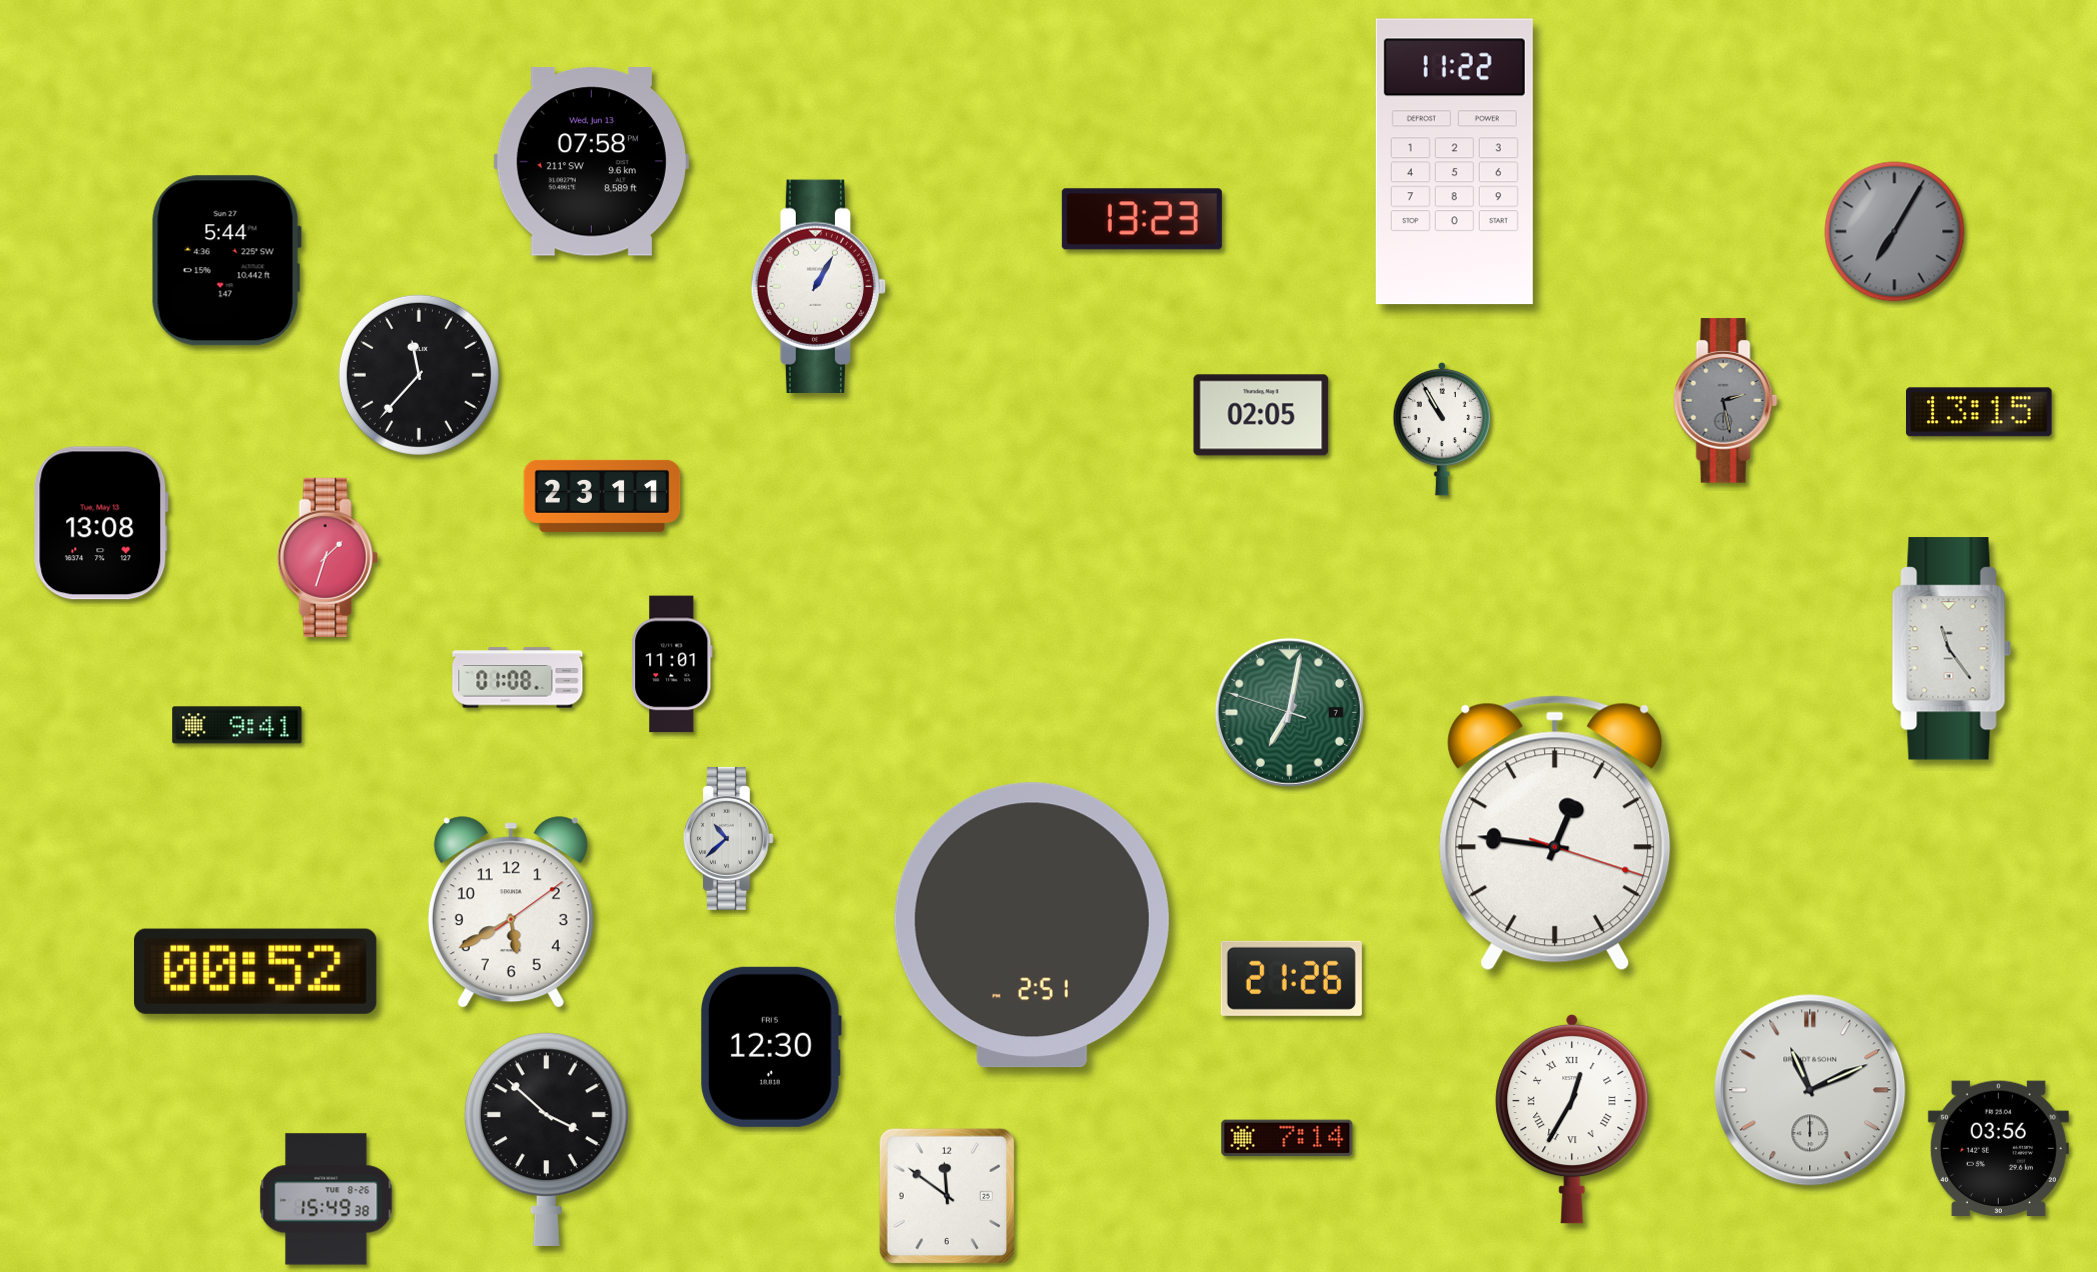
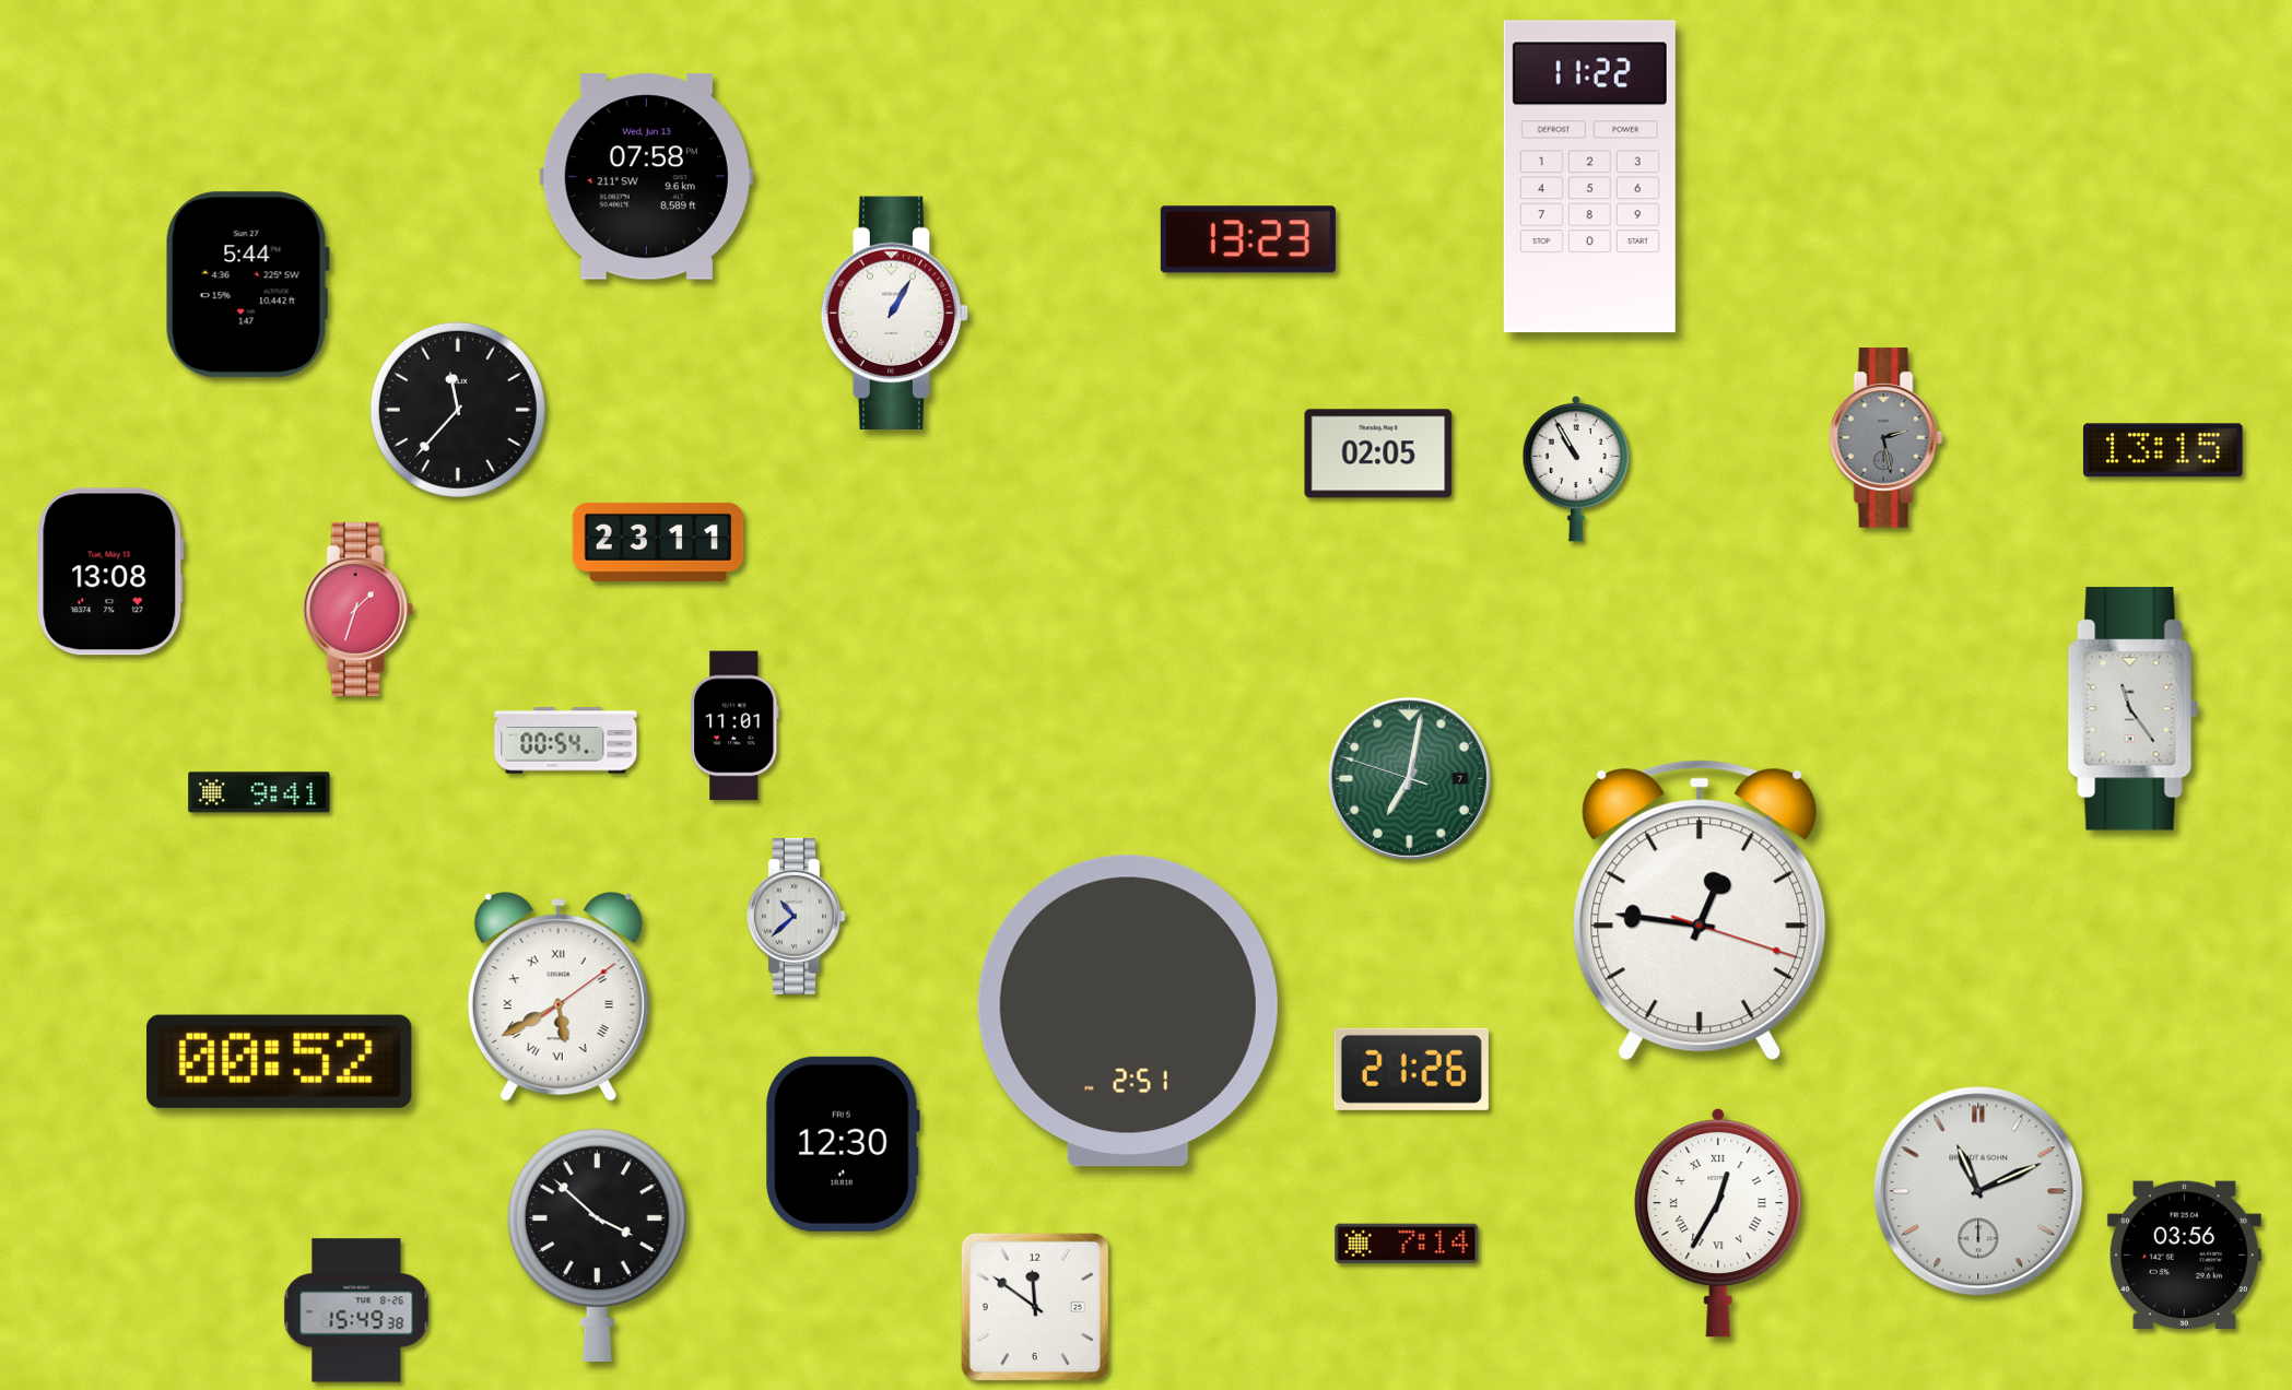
clock at (1895, 232): 7:05 -> none
clock at (518, 678): 01:08 -> 00:54
clock at (511, 913) numerals: Arabic -> Roman
